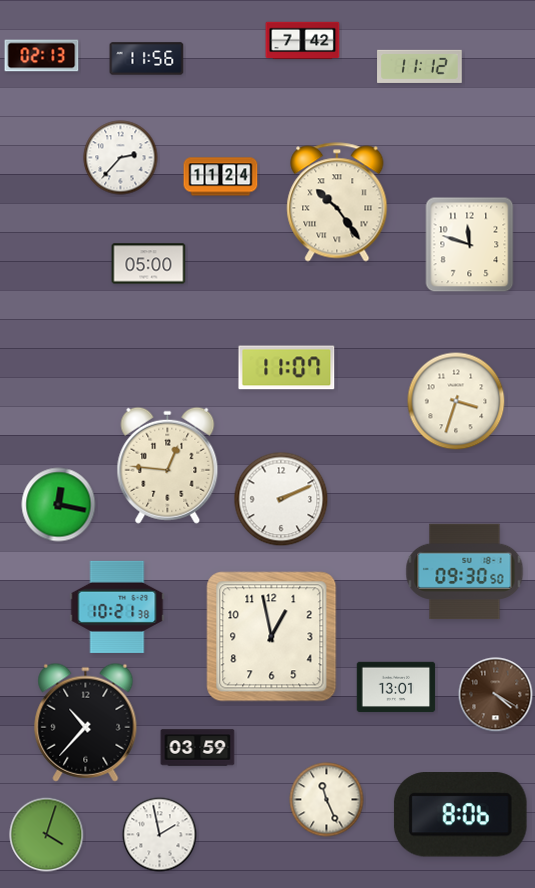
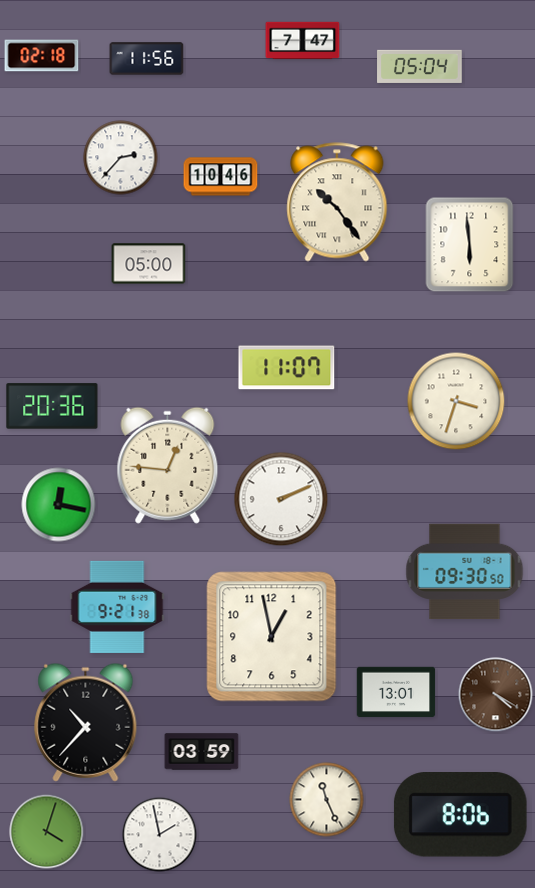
clock at (303, 41): 7:42 -> 7:47
clock at (42, 56): 02:13 -> 02:18
clock at (420, 66): 11:12 -> 05:04
clock at (221, 177): 11:24 -> 10:46
clock at (470, 245): 11:48 -> 5:59
clock at (52, 406): none -> 20:36
clock at (117, 607): 10:21 -> 9:21
clock at (396, 687) position: (396, 687) -> (396, 692)
clock at (198, 748) position: (198, 748) -> (202, 752)
clock at (47, 835) position: (47, 835) -> (47, 832)
